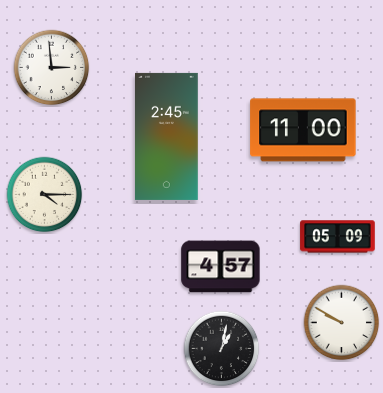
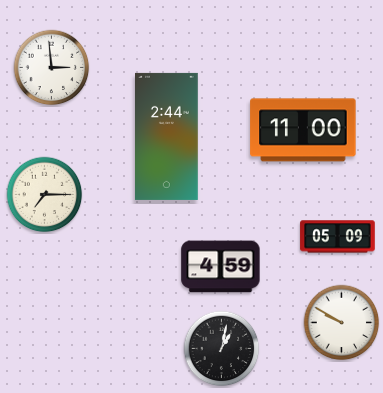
clock at (167, 136): 2:45 -> 2:44
clock at (45, 195): 4:15 -> 7:15
clock at (221, 267): 4:57 -> 4:59
